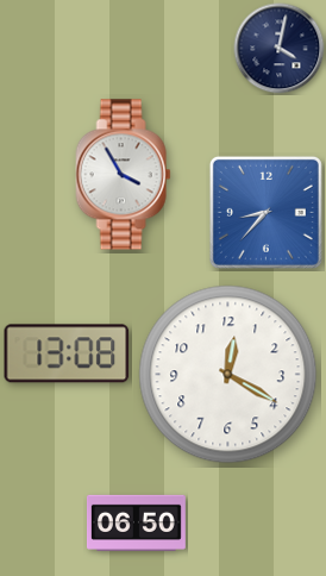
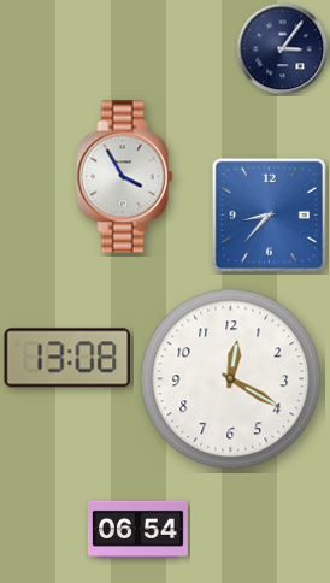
clock at (280, 49): 4:02 -> 3:06
clock at (137, 522): 06:50 -> 06:54
